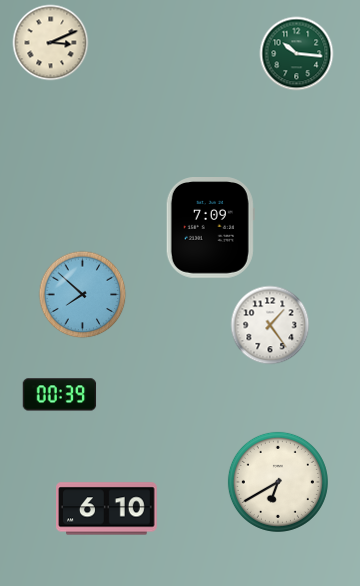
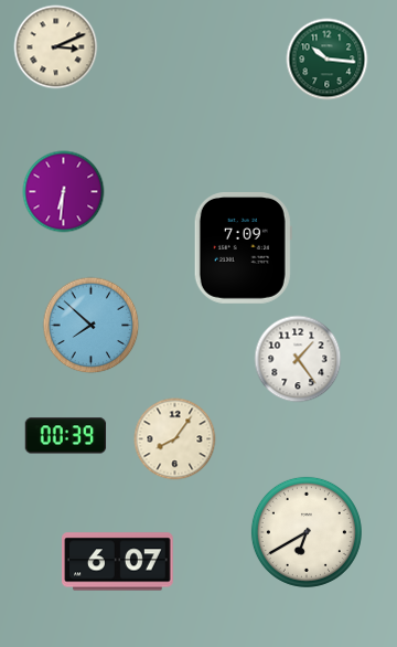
clock at (64, 192): none -> 6:31
clock at (210, 228) position: (210, 228) -> (243, 248)
clock at (175, 439): none -> 8:06
clock at (107, 509): 6:10 -> 6:07
